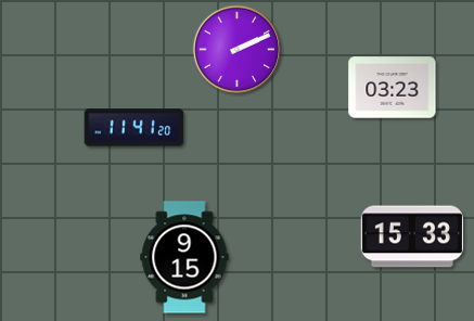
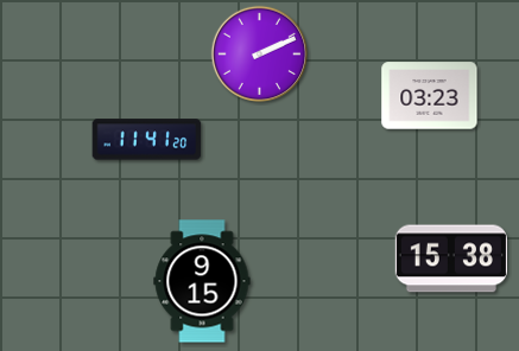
clock at (412, 236): 15:33 -> 15:38
